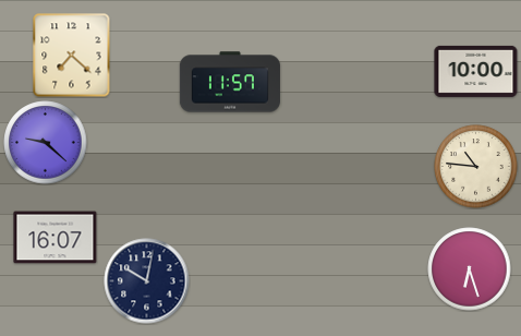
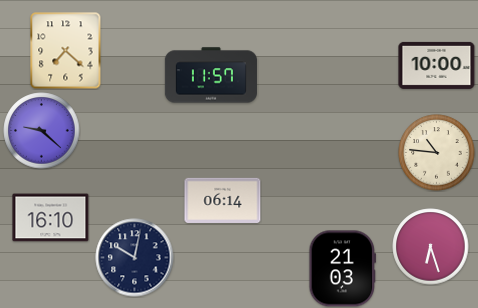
clock at (223, 200): none -> 06:14
clock at (56, 238): 16:07 -> 16:10
clock at (343, 269): none -> 21:03
